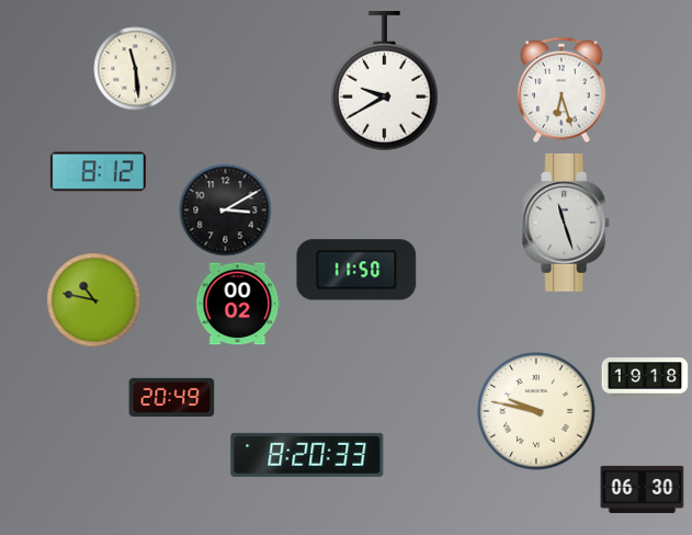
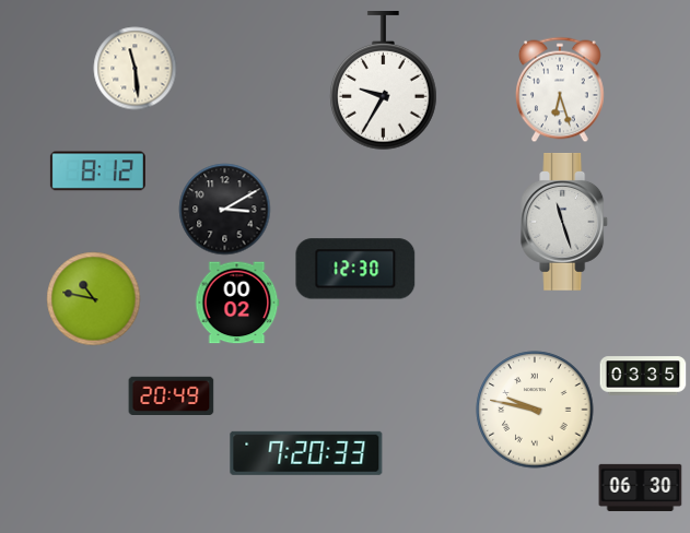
clock at (385, 82): 9:40 -> 9:35
clock at (356, 270): 11:50 -> 12:30
clock at (645, 377): 19:18 -> 03:35
clock at (307, 455): 8:20 -> 7:20
